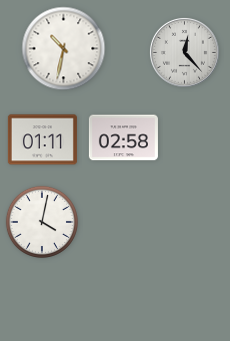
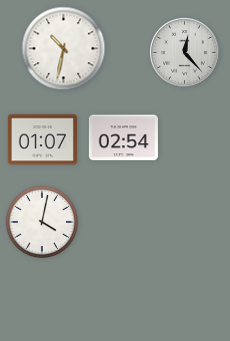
clock at (123, 138): 02:58 -> 02:54
clock at (42, 140): 01:11 -> 01:07
